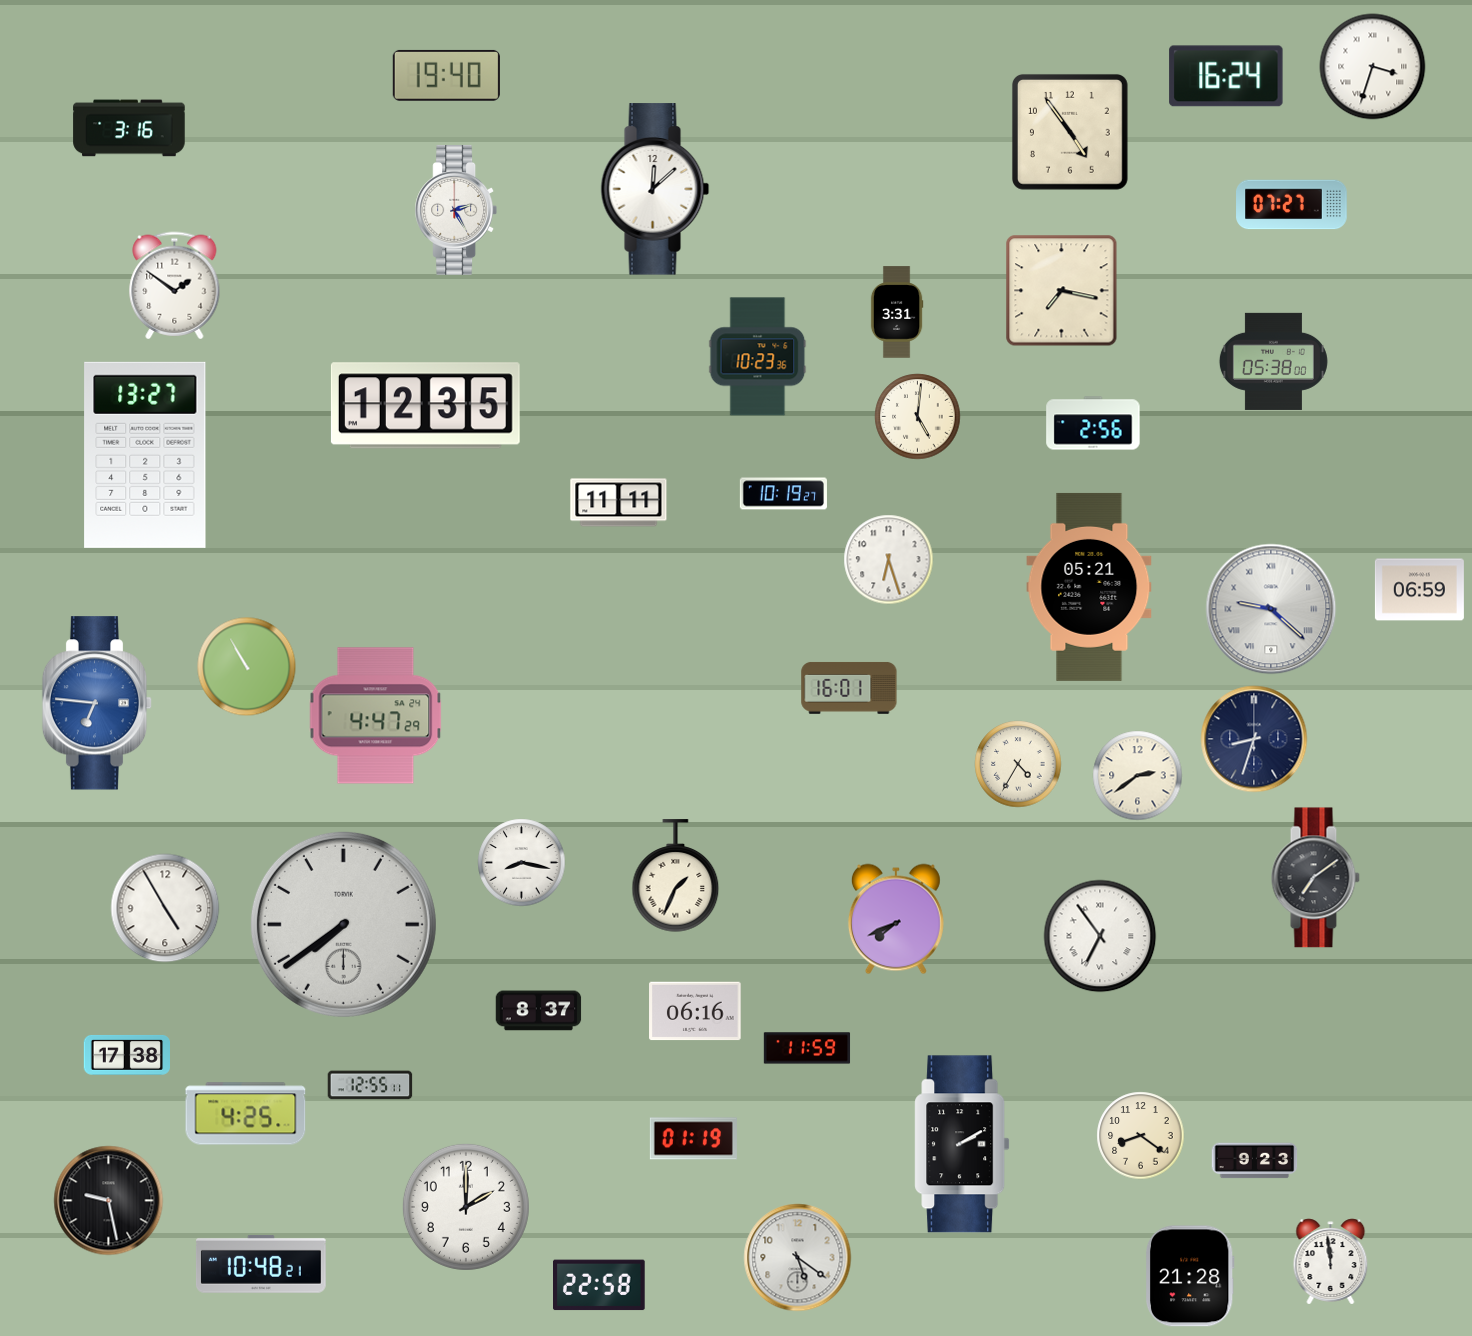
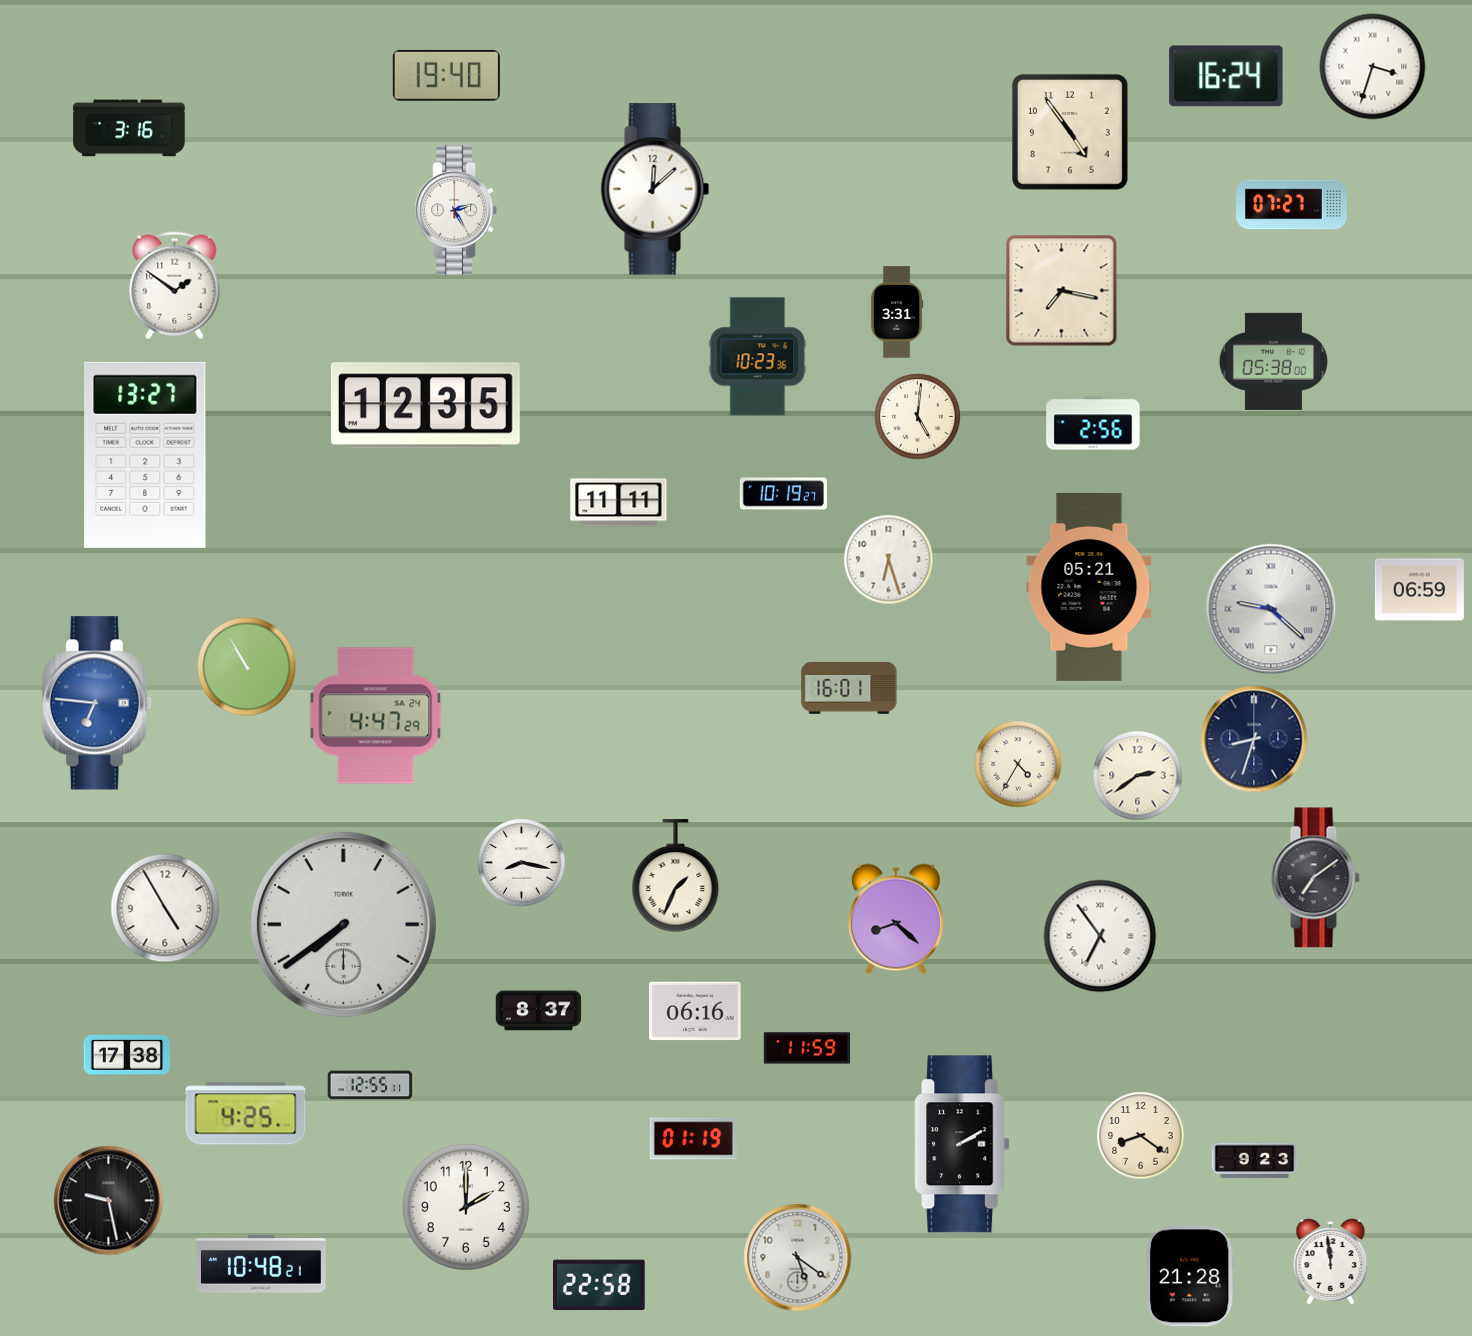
clock at (896, 919): 7:41 -> 8:22
